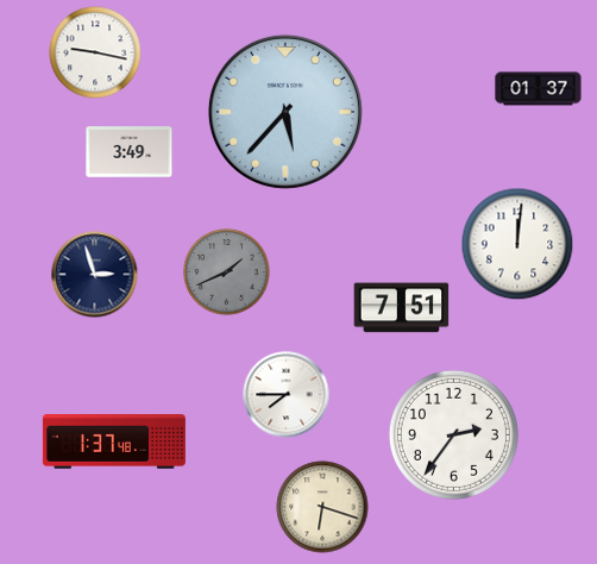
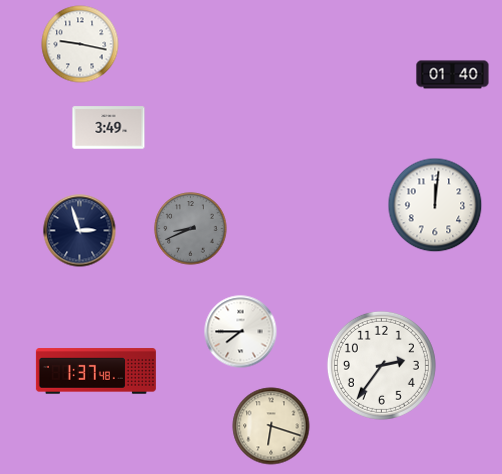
clock at (539, 89): 01:37 -> 01:40
clock at (285, 112): 5:37 -> none
clock at (227, 272): 1:41 -> 8:41
clock at (402, 308): 7:51 -> none
